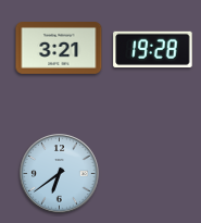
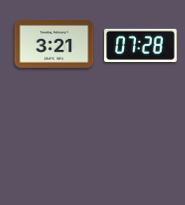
clock at (153, 49): 19:28 -> 07:28
clock at (60, 174): 6:39 -> none
